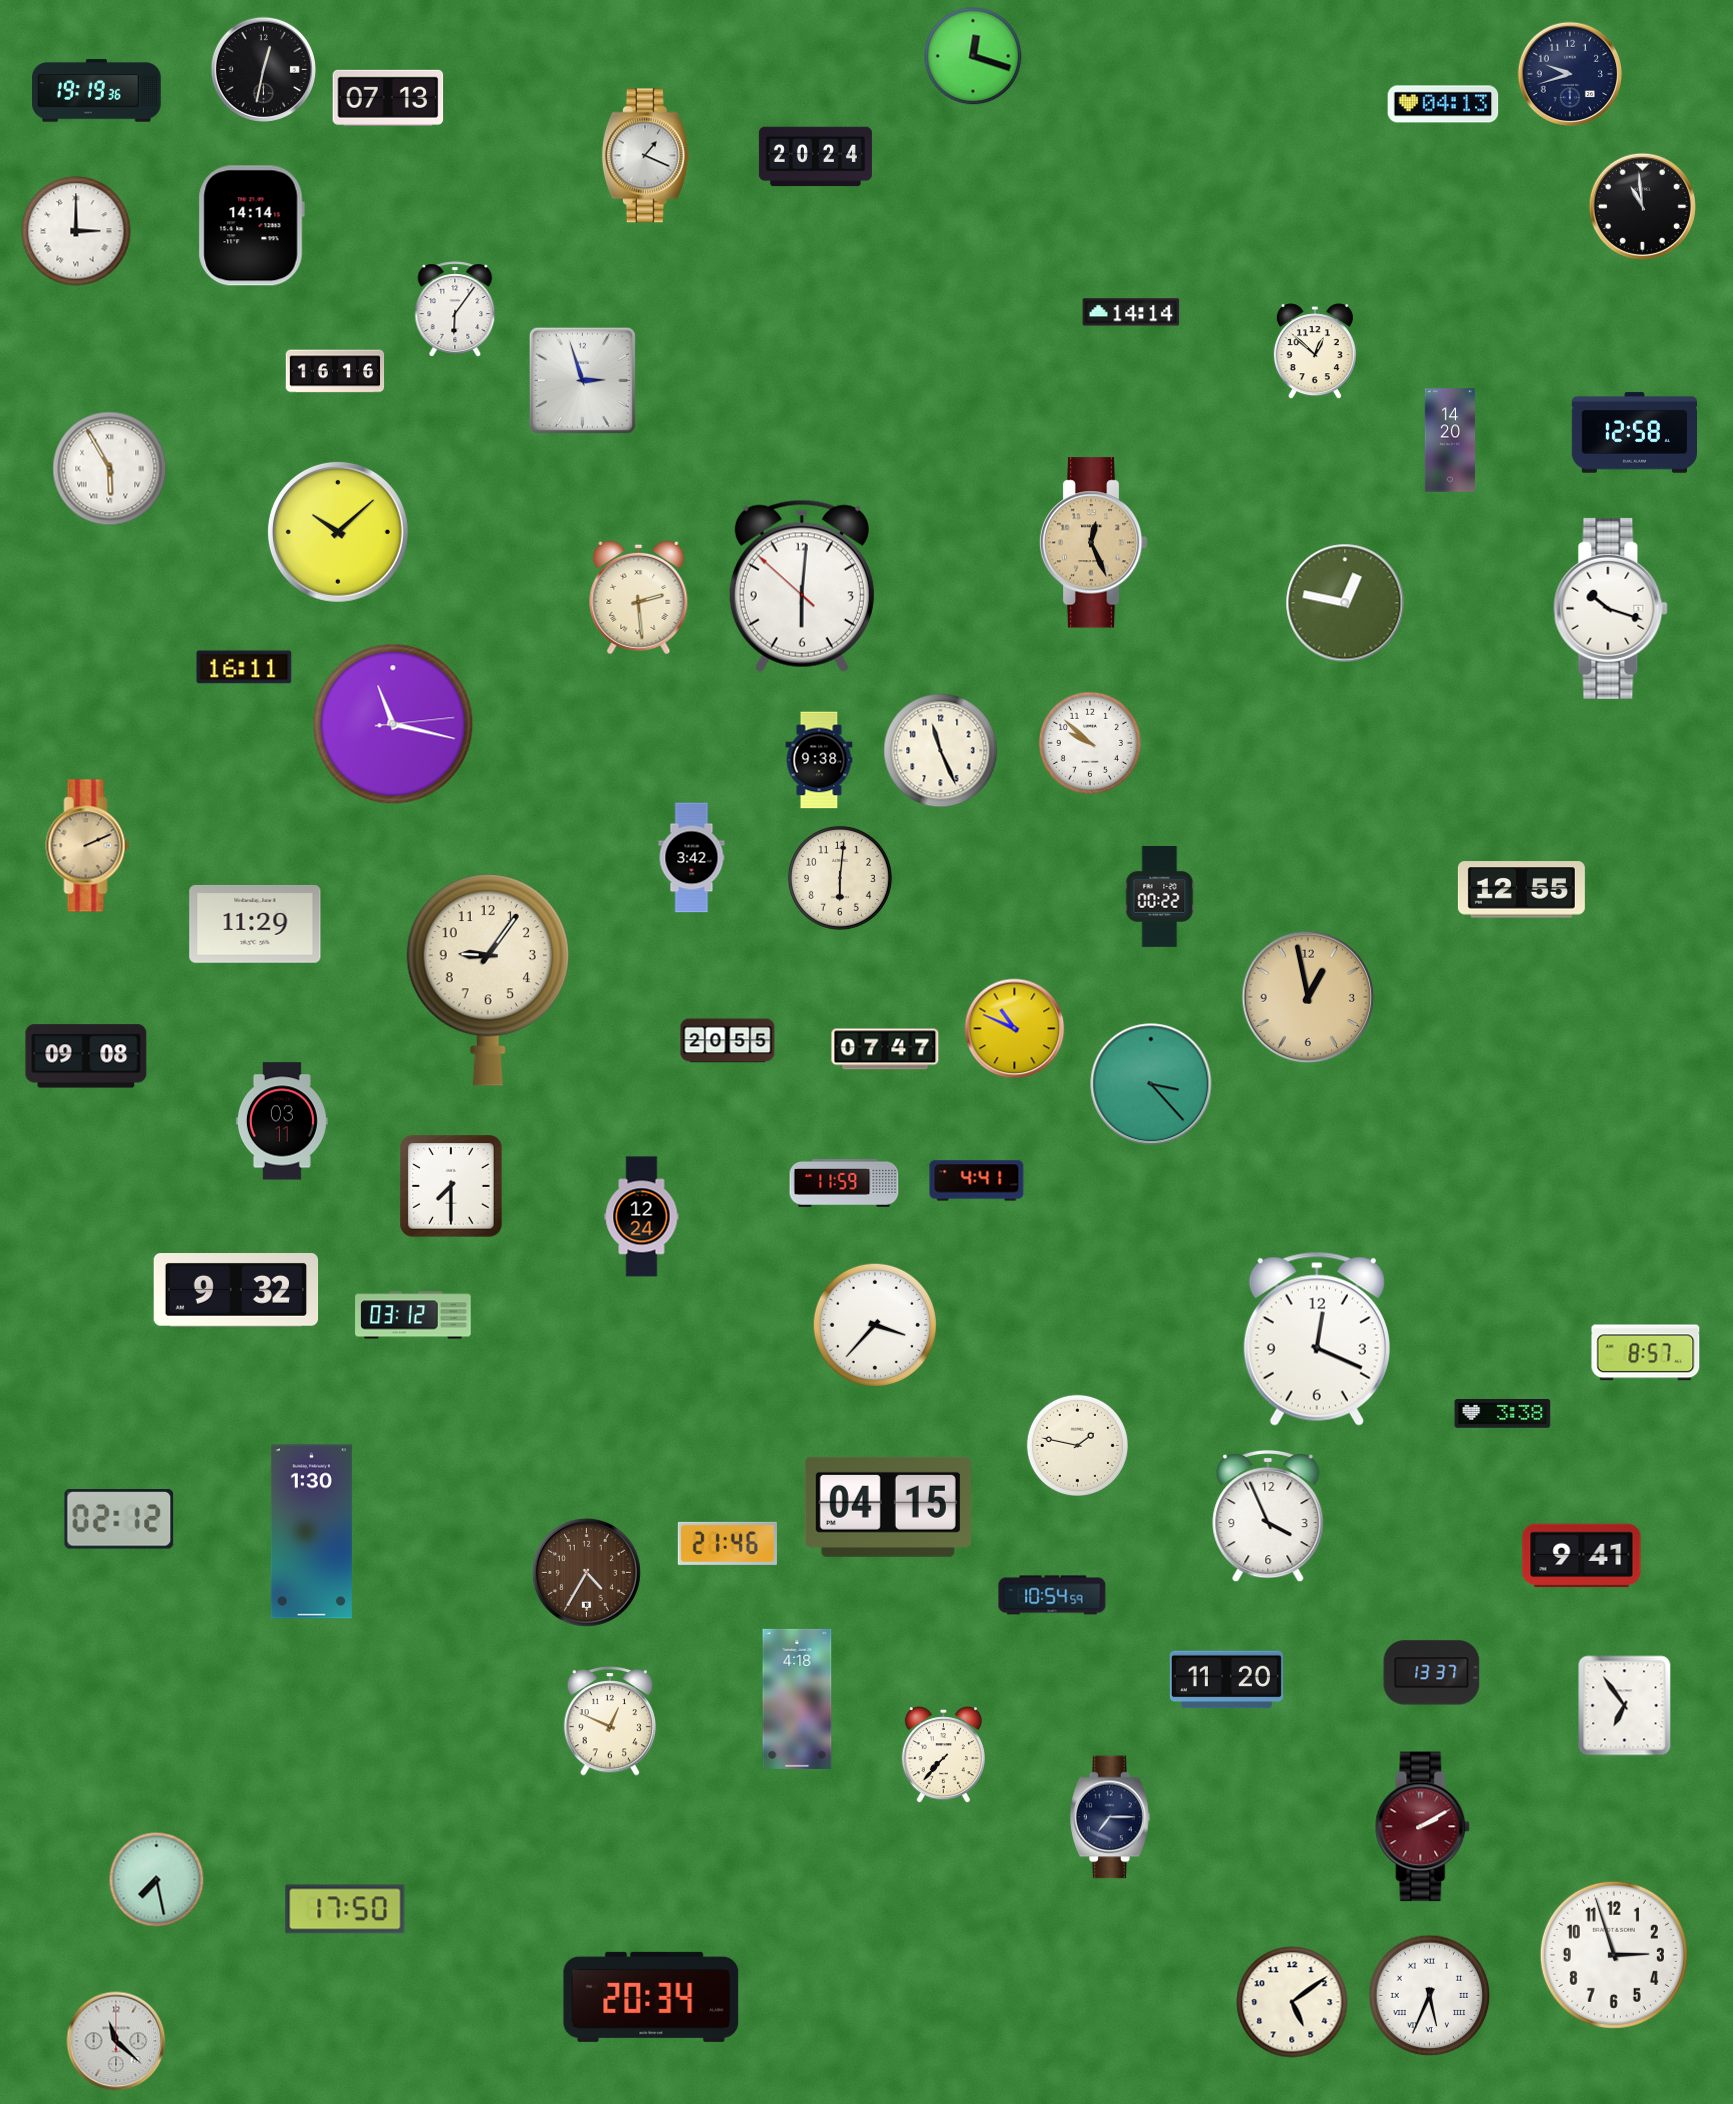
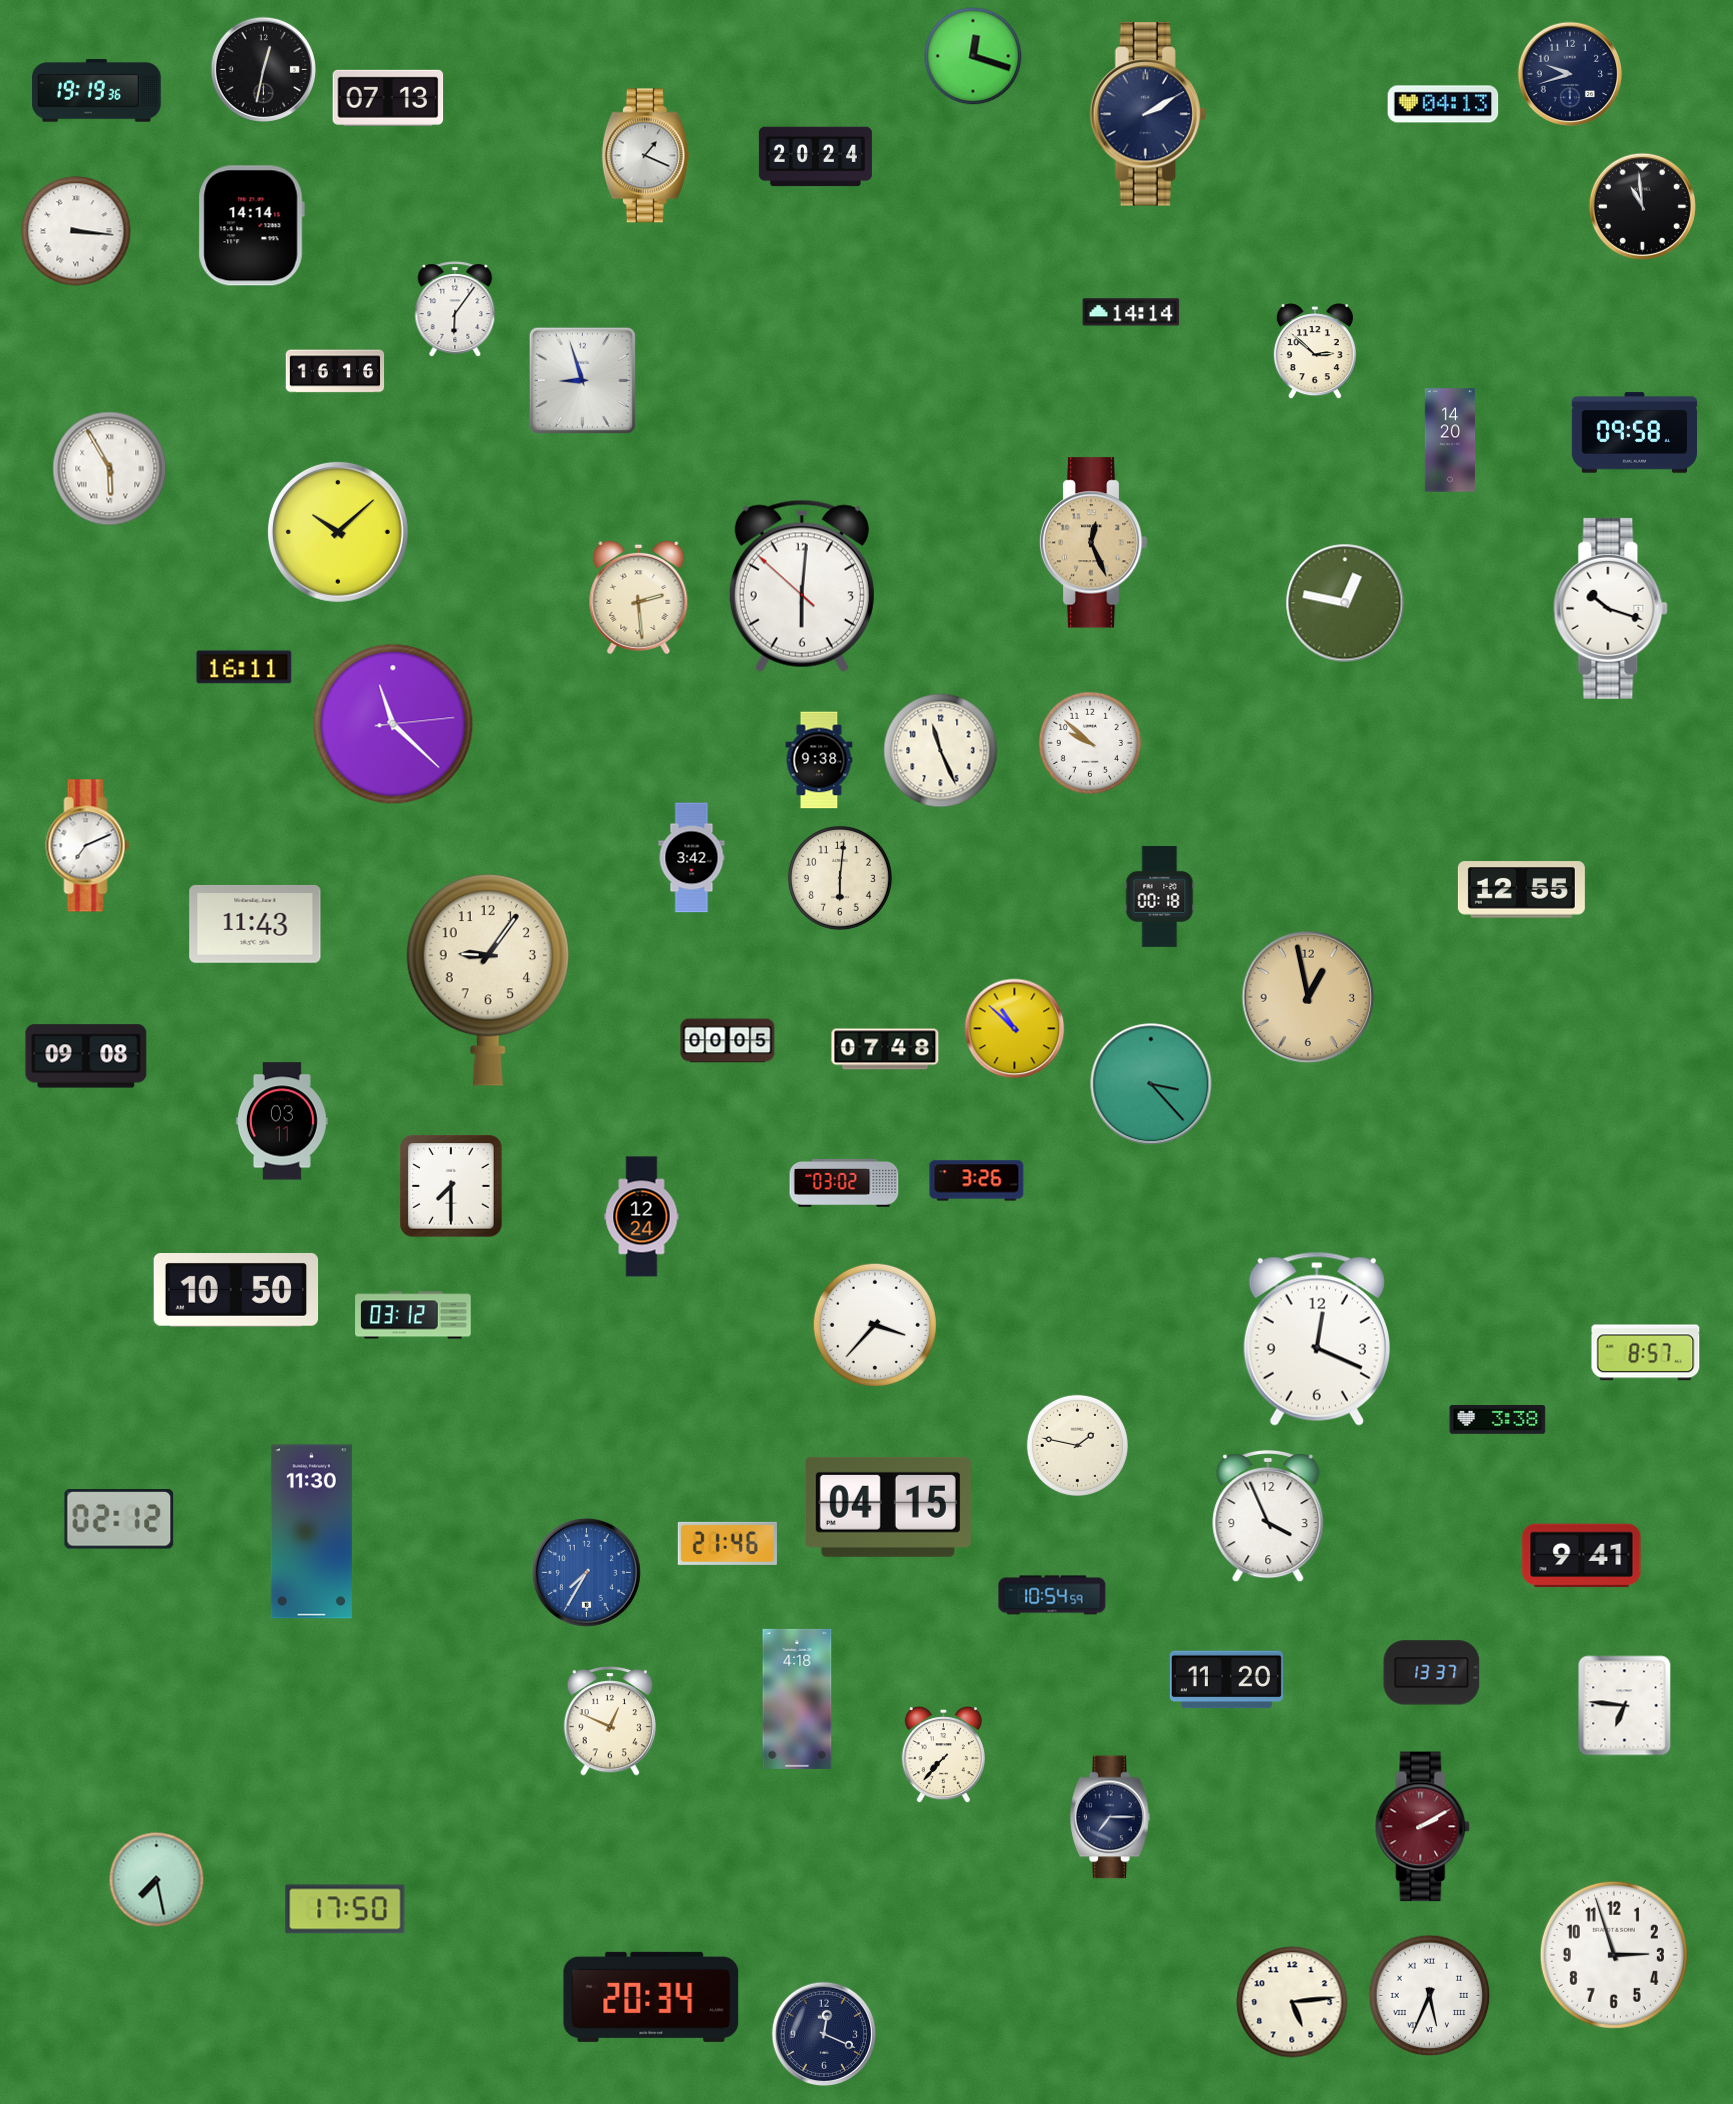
clock at (1148, 114): none -> 2:10
clock at (76, 231): 3:00 -> 3:16
clock at (1315, 352): 12:52 -> 2:52
clock at (582, 380): 2:57 -> 8:57
clock at (1634, 433): 12:58 -> 09:58
clock at (393, 724): 11:17 -> 11:22
clock at (88, 846): 2:11 -> 7:11
clock at (88, 846) dial: champagne -> white
clock at (1160, 896): 00:22 -> 00:18
clock at (255, 924): 11:29 -> 11:43
clock at (1015, 1029): 10:49 -> 10:52
clock at (728, 1041): 20:55 -> 00:05
clock at (885, 1049): 07:47 -> 07:48
clock at (977, 1181): 4:41 -> 3:26
clock at (844, 1183): 11:59 -> 03:02
clock at (236, 1291): 9:32 -> 10:50
clock at (1503, 1414) position: (1503, 1414) -> (1498, 1420)
clock at (311, 1532): 1:30 -> 11:30
clock at (586, 1572): 4:35 -> 7:35
clock at (586, 1572) dial: brown -> blue
clock at (1625, 1706): 6:54 -> 6:46
clock at (1292, 2002): 5:09 -> 5:14
clock at (823, 2033): none -> 12:19
clock at (116, 2041): 11:22 -> none
